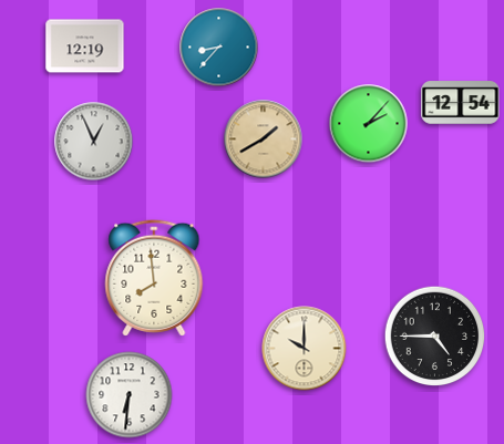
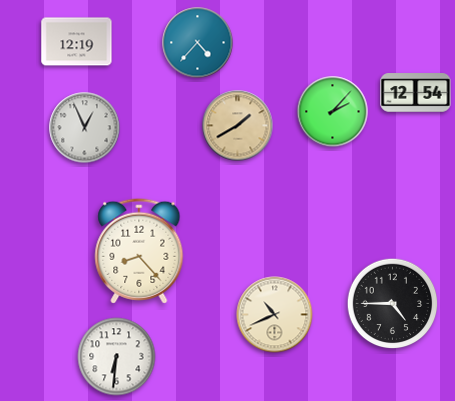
clock at (219, 48): 8:37 -> 4:37
clock at (154, 278): 7:59 -> 8:23
clock at (305, 349): 10:00 -> 10:41
